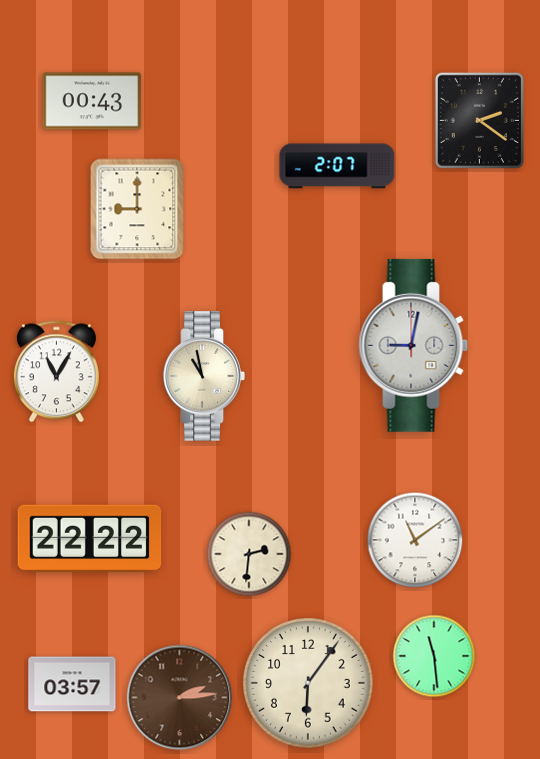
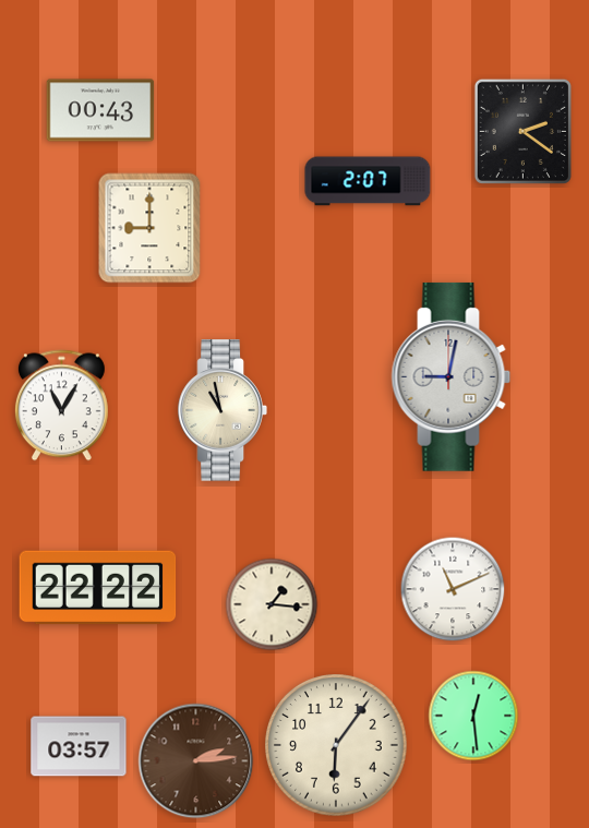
clock at (415, 540): 11:09 -> 11:11
clock at (249, 554): 2:31 -> 1:16
clock at (434, 656): 11:29 -> 12:29
